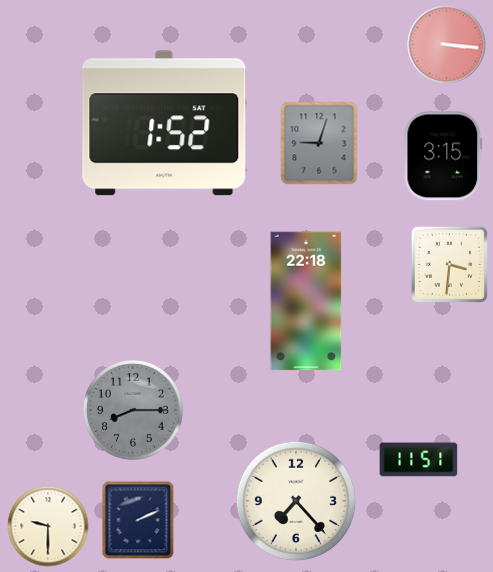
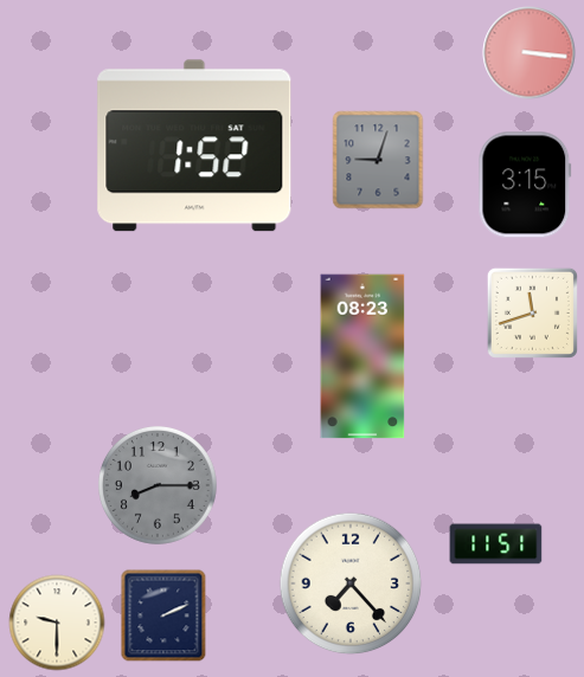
clock at (319, 143) position: (319, 143) -> (378, 160)
clock at (449, 264): 3:31 -> 11:42
clock at (306, 301): 22:18 -> 08:23
clock at (296, 501) position: (296, 501) -> (351, 583)
